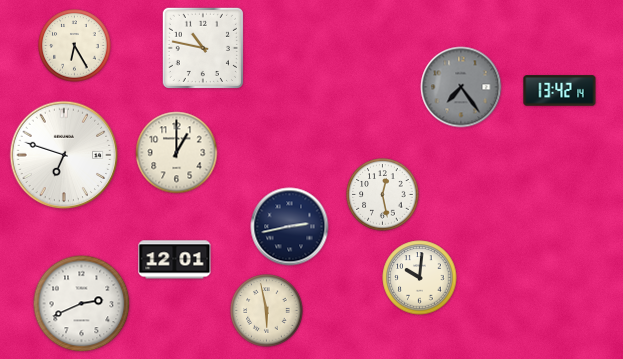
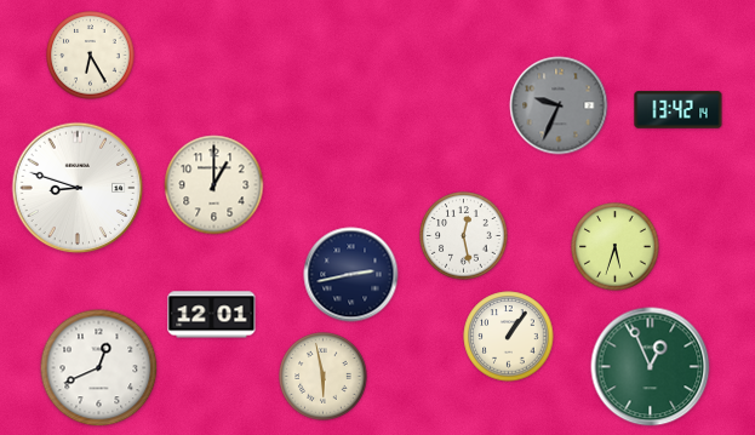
clock at (203, 48): 10:47 -> none
clock at (461, 87): 7:24 -> 9:34
clock at (64, 155): 6:48 -> 8:48
clock at (616, 247): none -> 5:33
clock at (420, 278): 10:01 -> 1:06
clock at (651, 367): none -> 12:56
clock at (82, 304): 2:41 -> 12:41
